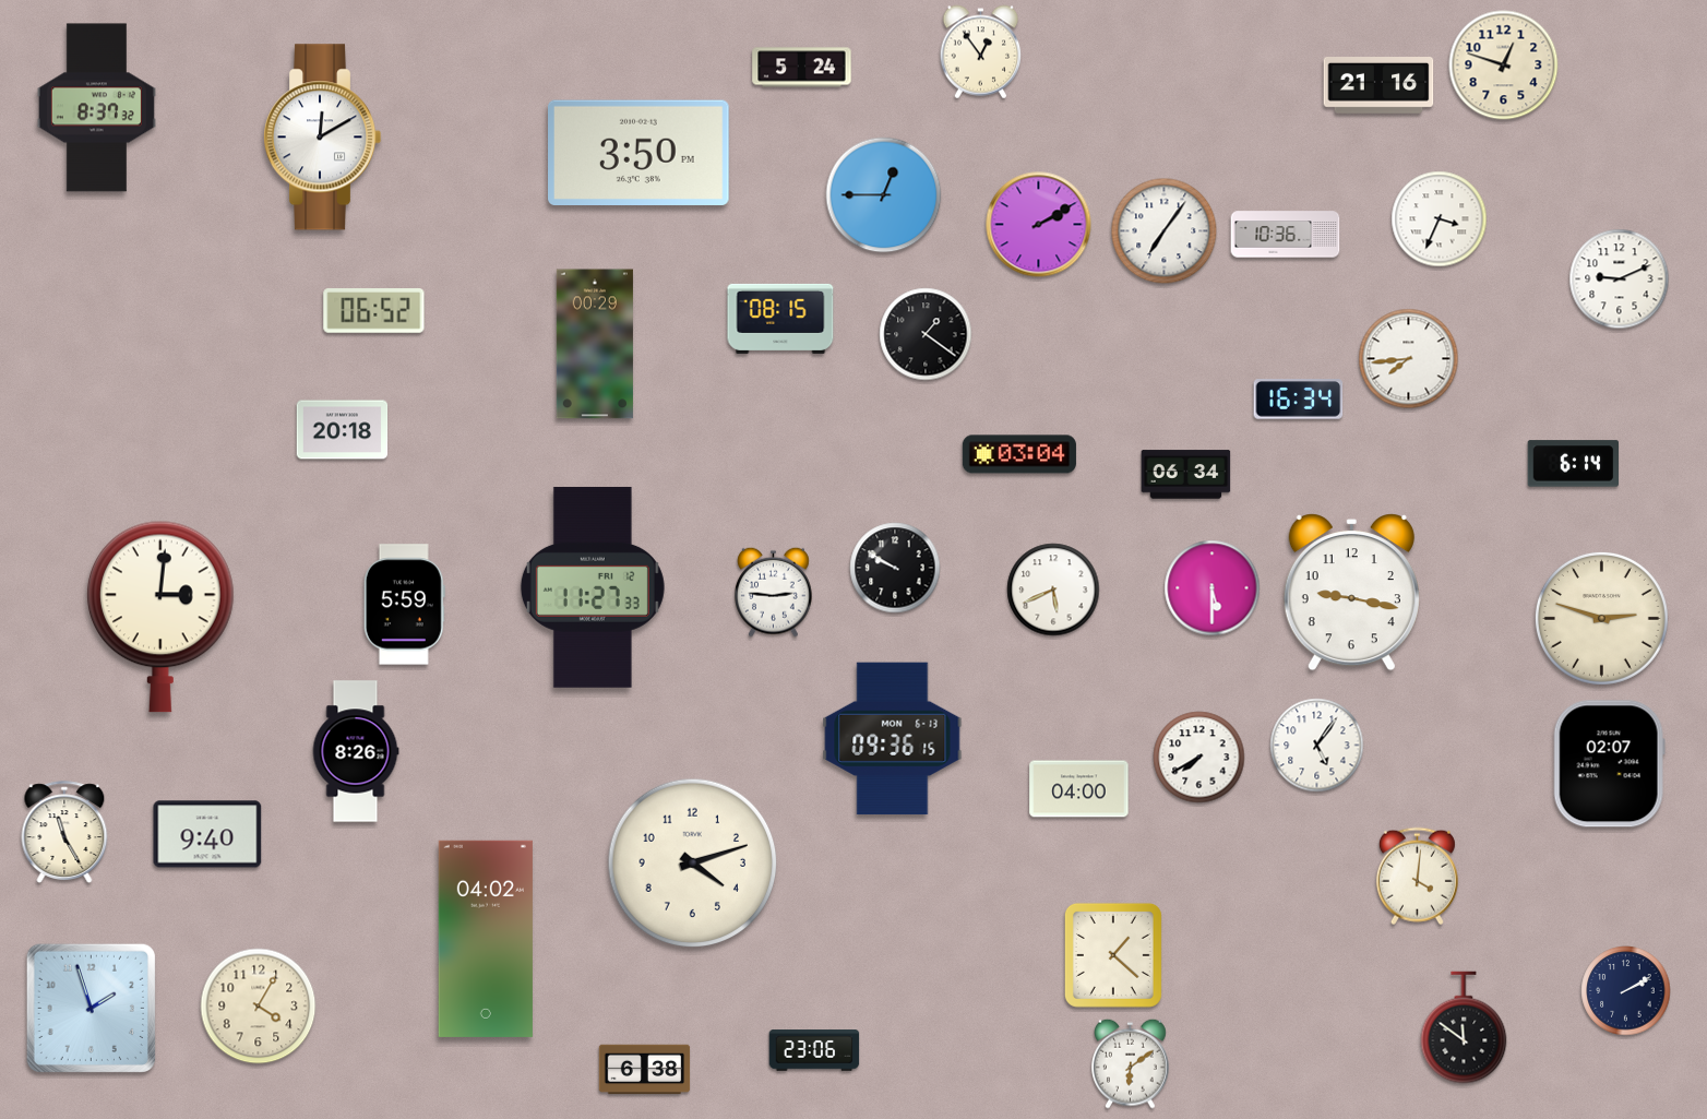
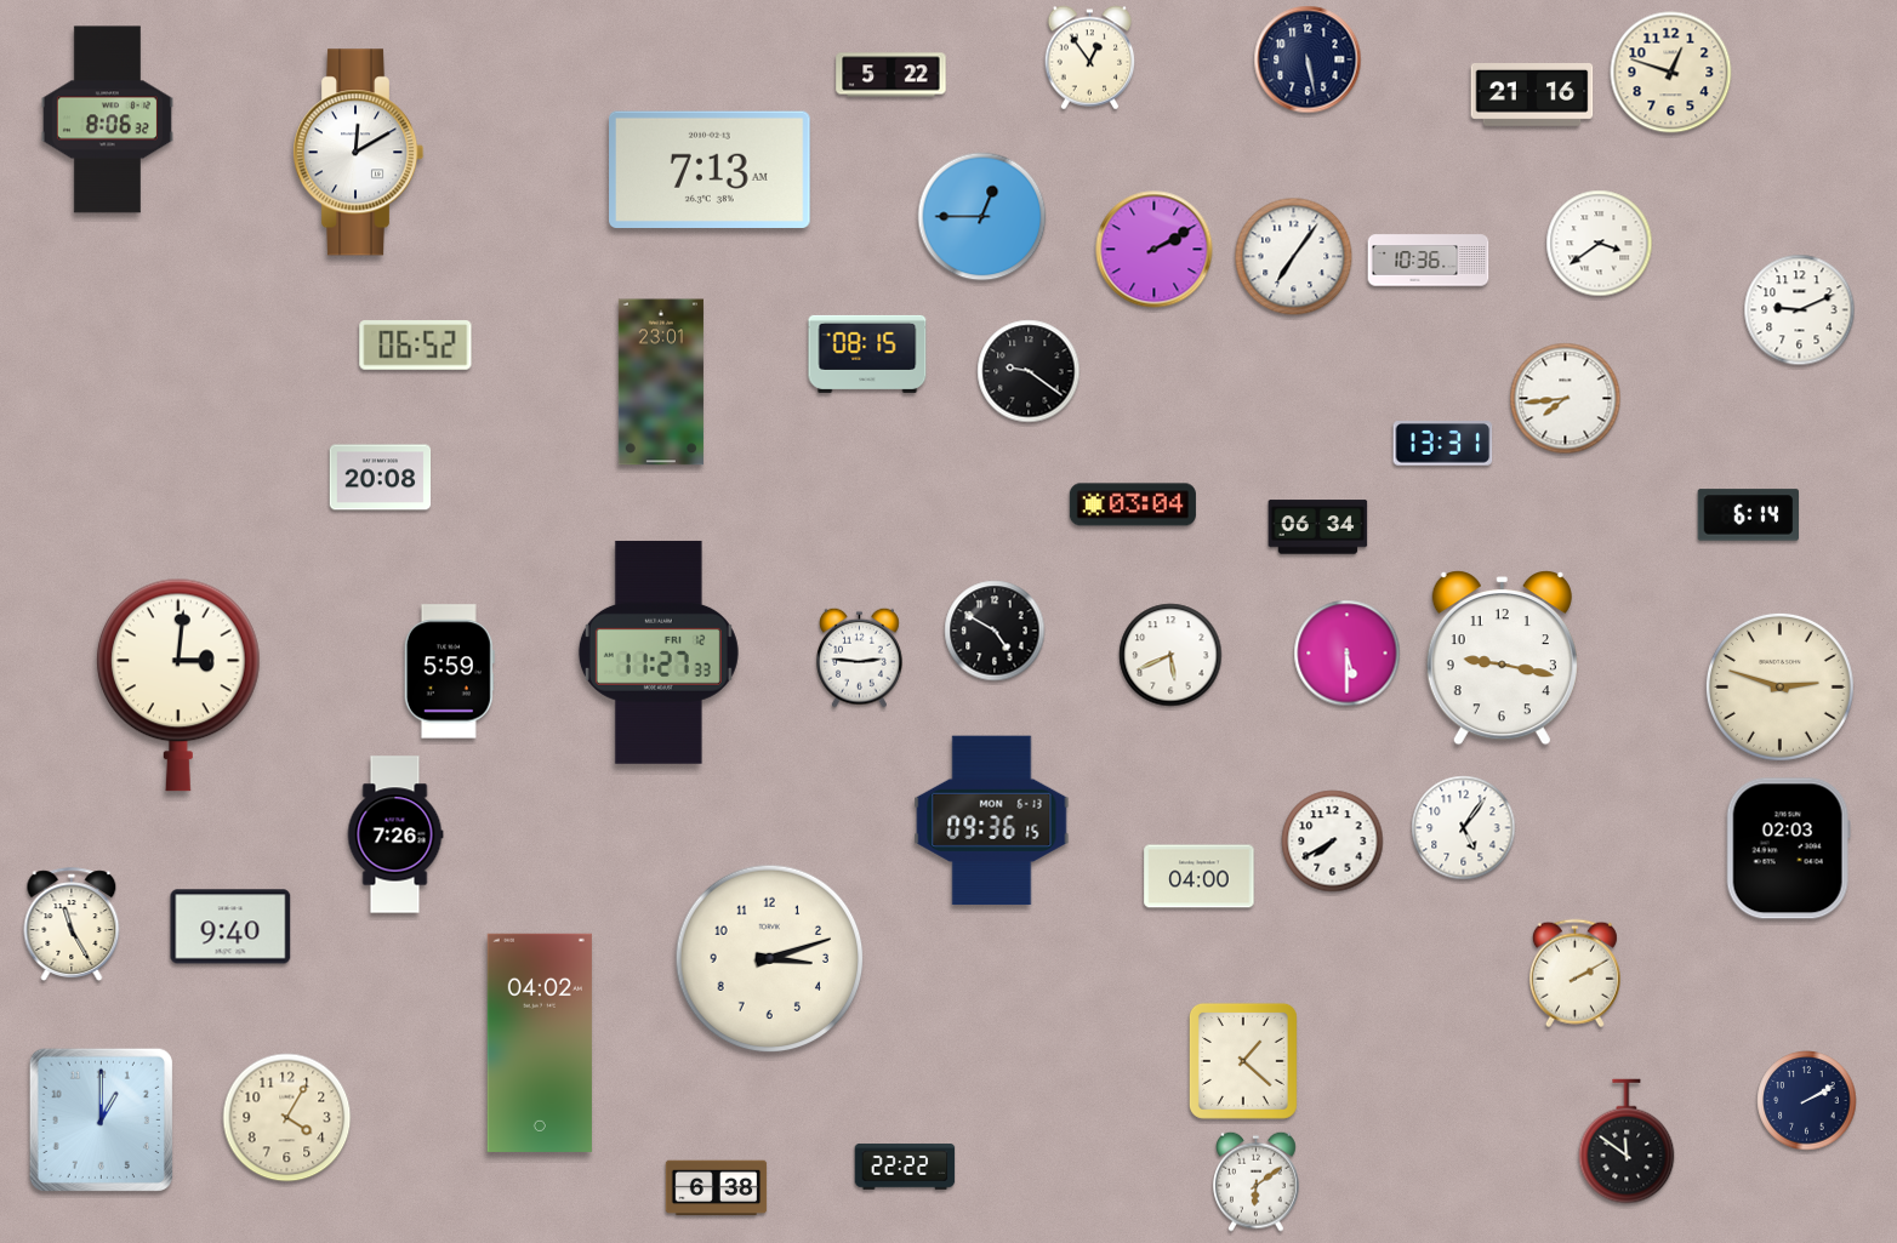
clock at (1308, 59): none -> 5:28
clock at (802, 68): 5:24 -> 5:22
clock at (96, 108): 8:37 -> 8:06
clock at (640, 152): 3:50 -> 7:13
clock at (1440, 219): 3:34 -> 3:39
clock at (926, 334): 1:21 -> 9:21
clock at (595, 344): 00:29 -> 23:01
clock at (1299, 400): 16:34 -> 13:31
clock at (343, 430): 20:18 -> 20:08
clock at (895, 568): 9:50 -> 4:50
clock at (356, 751): 8:26 -> 7:26
clock at (1609, 764): 02:07 -> 02:03
clock at (693, 864): 4:12 -> 3:12
clock at (1417, 877): 4:01 -> 2:10
clock at (1113, 955) position: (1113, 955) -> (1243, 1061)
clock at (91, 1008): 1:57 -> 1:00
clock at (814, 1050): 23:06 -> 22:22
